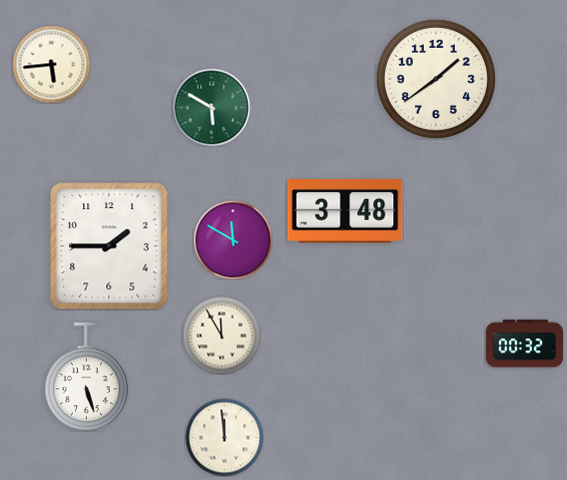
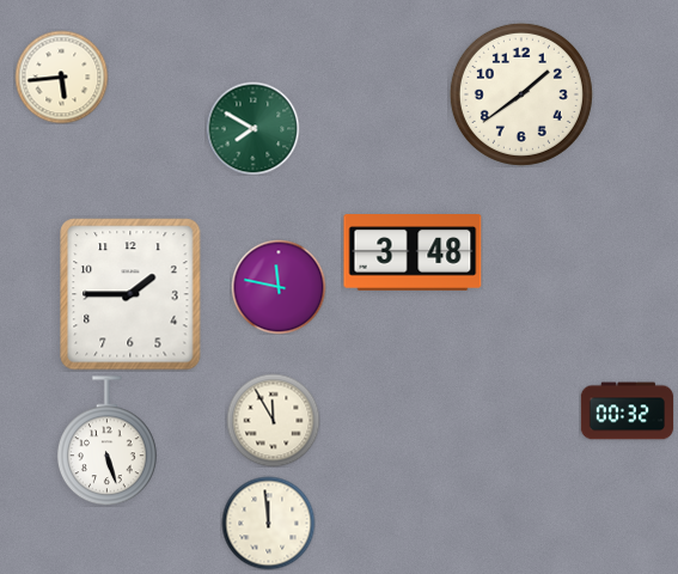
clock at (211, 107): 5:50 -> 7:50
clock at (233, 240): 11:50 -> 11:47
clock at (221, 335) position: (221, 335) -> (273, 420)
clock at (87, 377) position: (87, 377) -> (108, 441)
